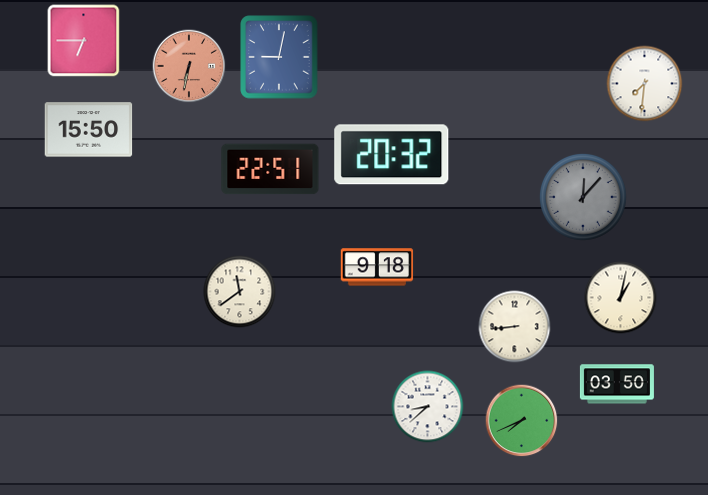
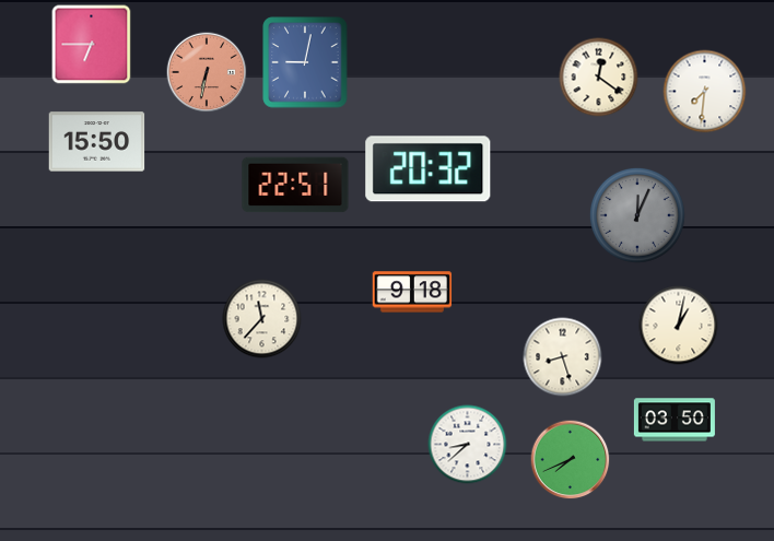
clock at (599, 78): none -> 12:21
clock at (583, 197): 12:07 -> 12:04
clock at (240, 292): 11:39 -> 11:37
clock at (515, 327): 8:44 -> 8:27
